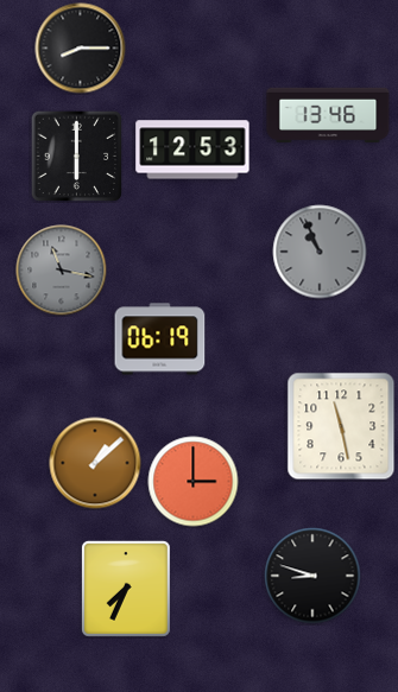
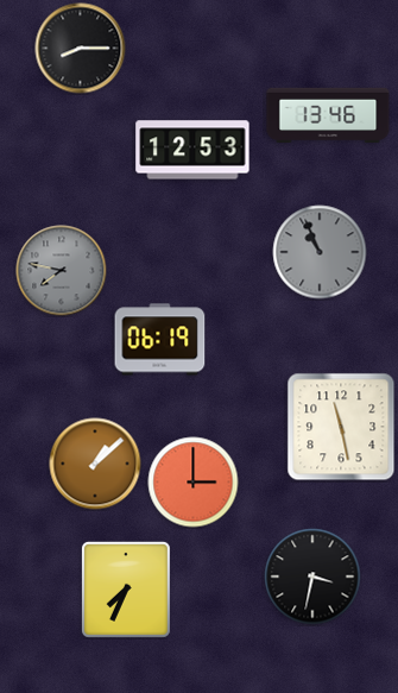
clock at (76, 155): 6:00 -> none
clock at (62, 271): 11:17 -> 7:47
clock at (312, 576): 8:48 -> 3:32
